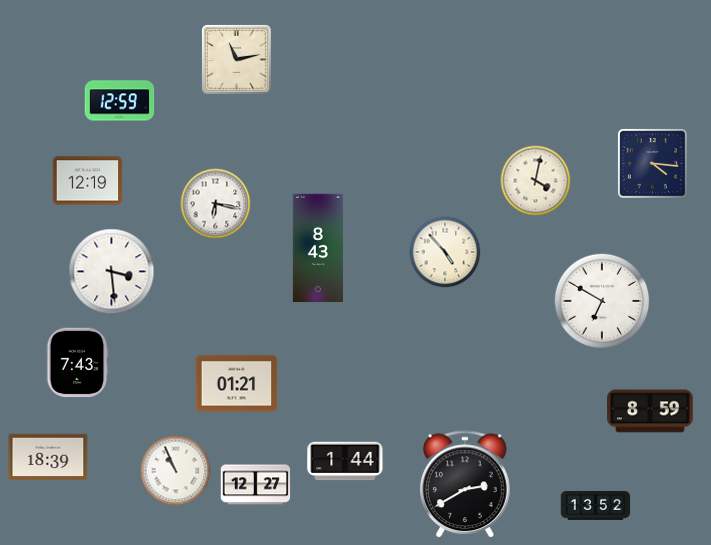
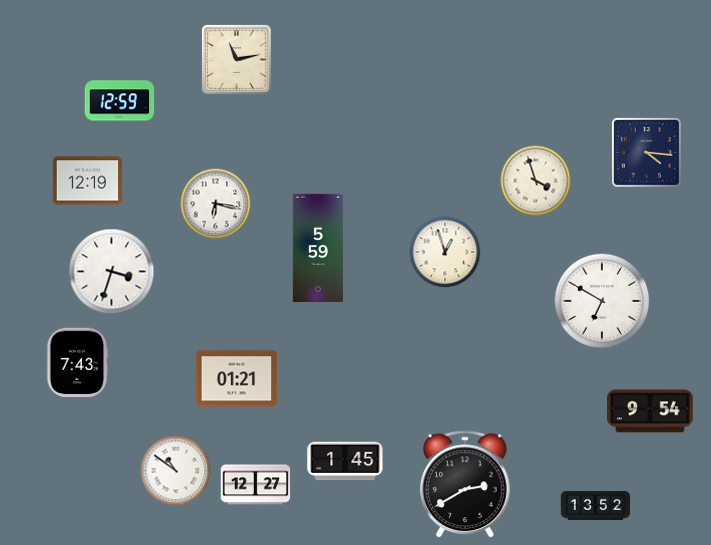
clock at (652, 163) position: (652, 163) -> (646, 152)
clock at (536, 181): 4:02 -> 3:57
clock at (318, 248): 8:43 -> 5:59
clock at (445, 252): 4:53 -> 12:57
clock at (112, 272): 3:29 -> 3:33
clock at (237, 384) position: (237, 384) -> (237, 379)
clock at (650, 411): 8:59 -> 9:54
clock at (48, 457): 18:39 -> none
clock at (345, 461): 1:44 -> 1:45
clock at (176, 471): 10:56 -> 10:51
